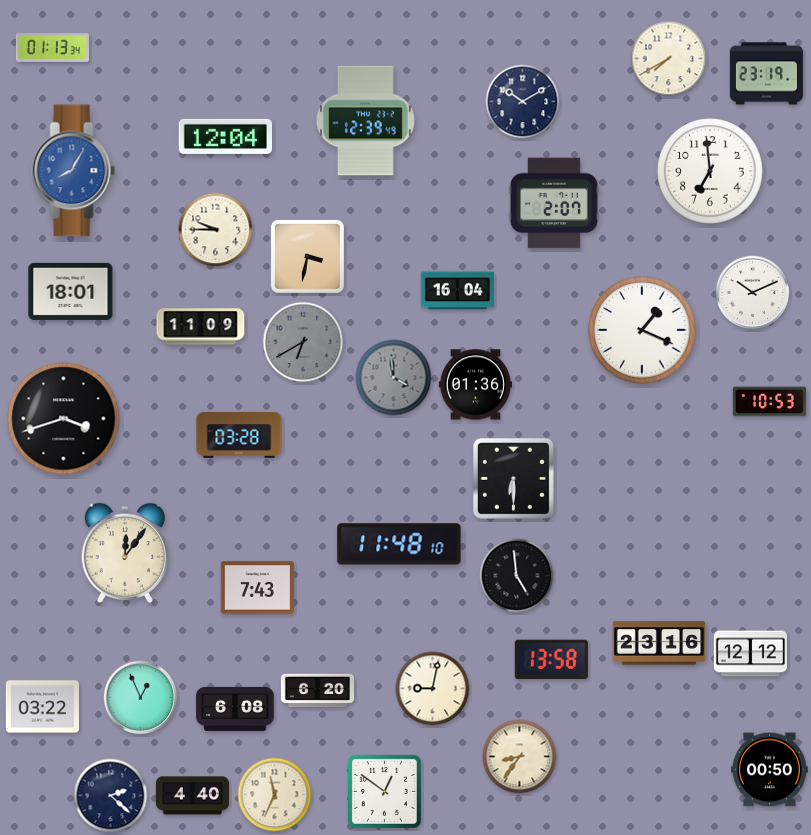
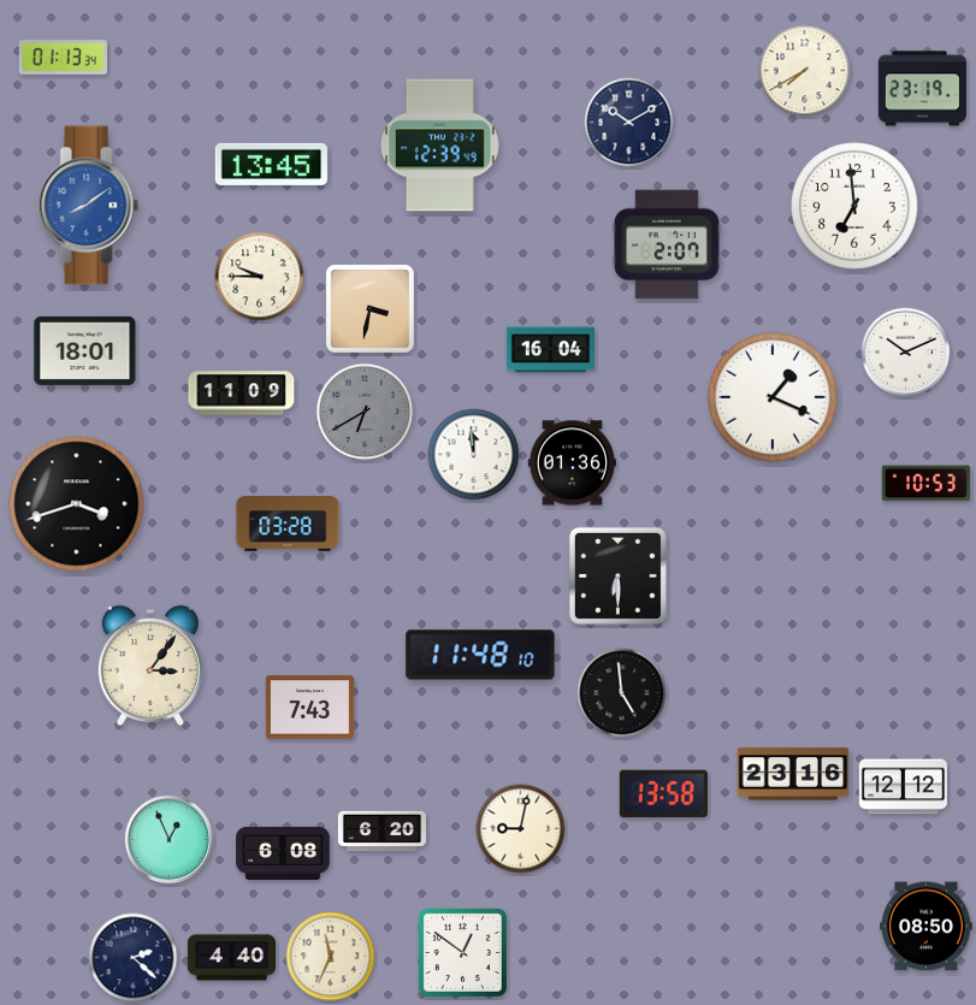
clock at (225, 136): 12:04 -> 13:45
clock at (74, 171): 8:05 -> 8:09
clock at (394, 378): 3:59 -> 11:59
clock at (394, 378) dial: grey -> white
clock at (125, 553): 12:06 -> 3:06
clock at (42, 707): 03:22 -> none
clock at (520, 757): 8:36 -> none
clock at (770, 770): 00:50 -> 08:50
